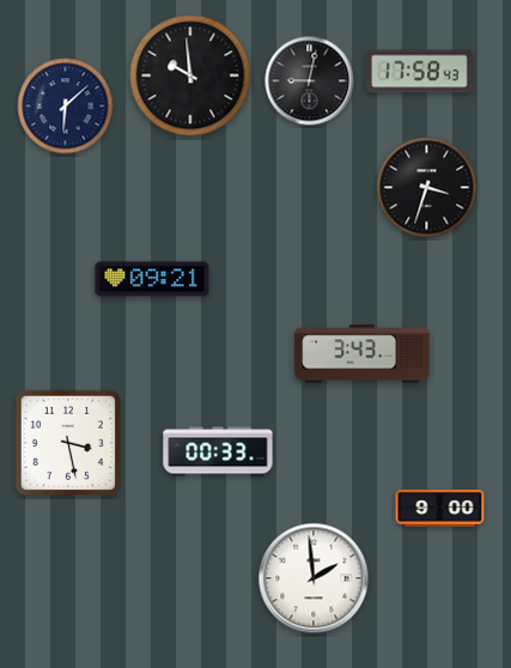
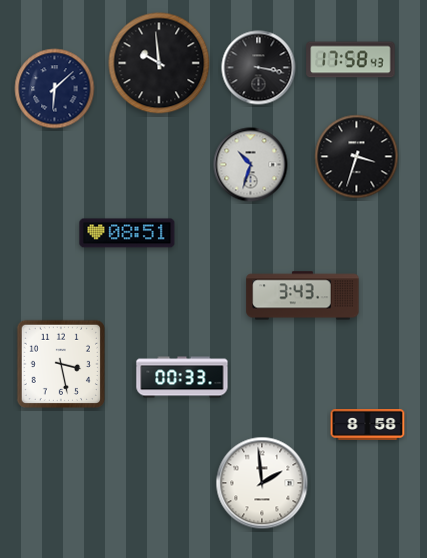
clock at (310, 81): 9:02 -> 3:17
clock at (251, 165): none -> 10:33
clock at (152, 279): 09:21 -> 08:51
clock at (68, 443) position: (68, 443) -> (61, 364)
clock at (440, 509): 9:00 -> 8:58
